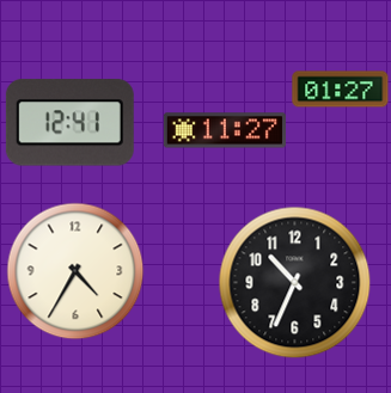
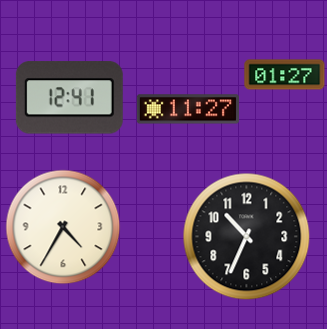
clock at (69, 123) position: (69, 123) -> (69, 98)
